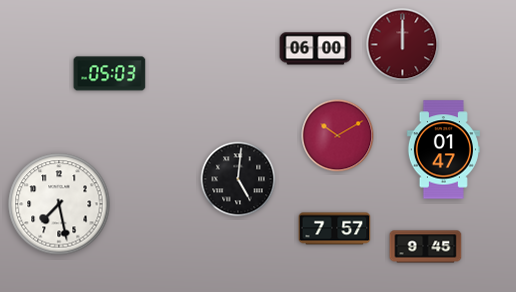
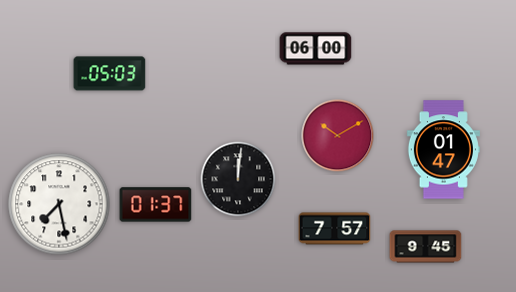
clock at (403, 45): 12:00 -> none
clock at (238, 179): 5:01 -> 12:01
clock at (156, 205): none -> 01:37
